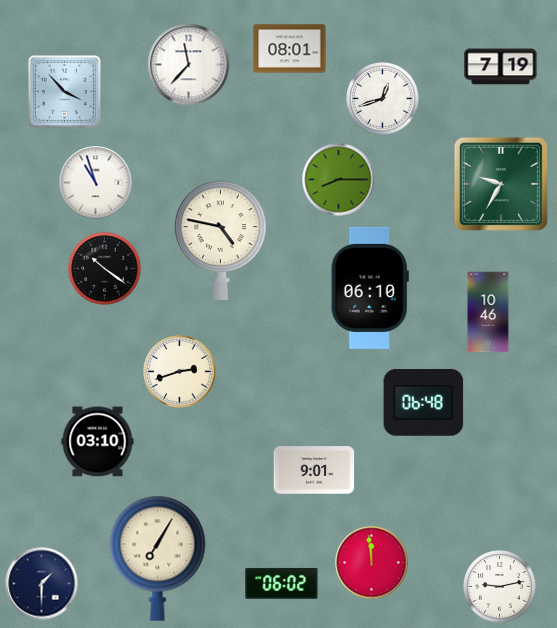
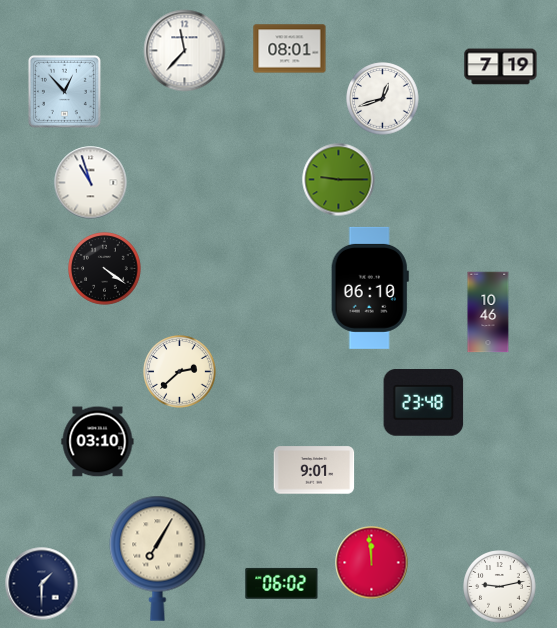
clock at (189, 65) position: (189, 65) -> (185, 51)
clock at (64, 91): 3:53 -> 12:53
clock at (339, 180): 8:15 -> 9:15
clock at (96, 183) position: (96, 183) -> (91, 183)
clock at (501, 184): 9:35 -> none
clock at (221, 240): 4:47 -> none
clock at (105, 269): 10:21 -> 4:21
clock at (180, 372): 2:42 -> 2:38
clock at (424, 403): 06:48 -> 23:48
